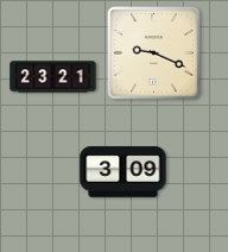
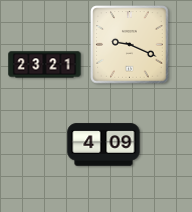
clock at (123, 172): 3:09 -> 4:09
